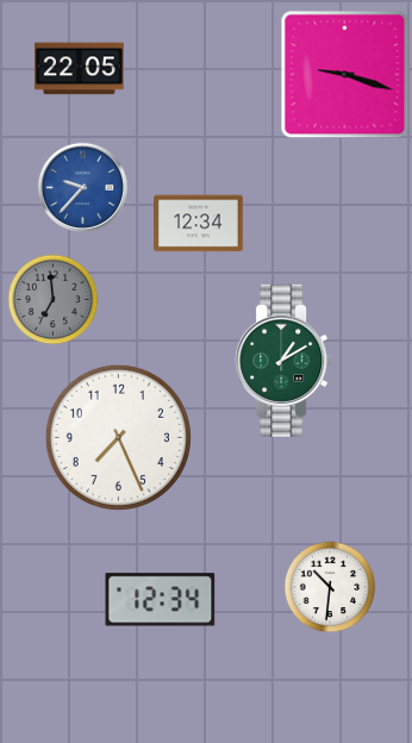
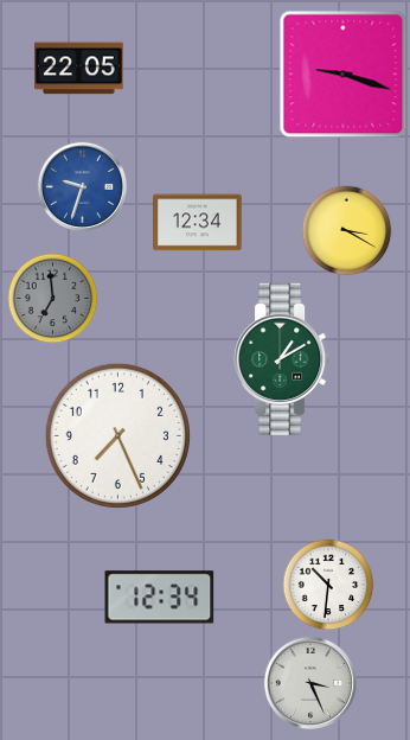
clock at (82, 187): 9:37 -> 9:33
clock at (347, 231): none -> 3:20
clock at (309, 682): none -> 3:26
